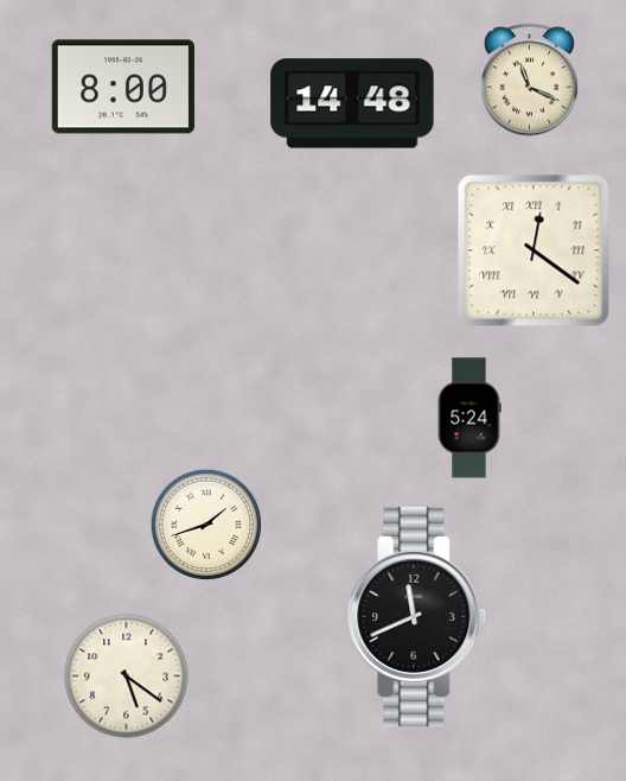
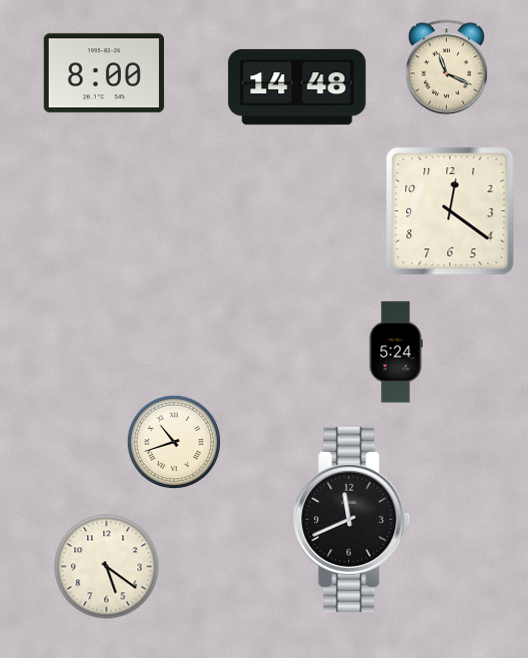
clock at (534, 250) numerals: Roman -> Arabic
clock at (206, 525): 1:42 -> 10:42
clock at (127, 677) position: (127, 677) -> (107, 567)
